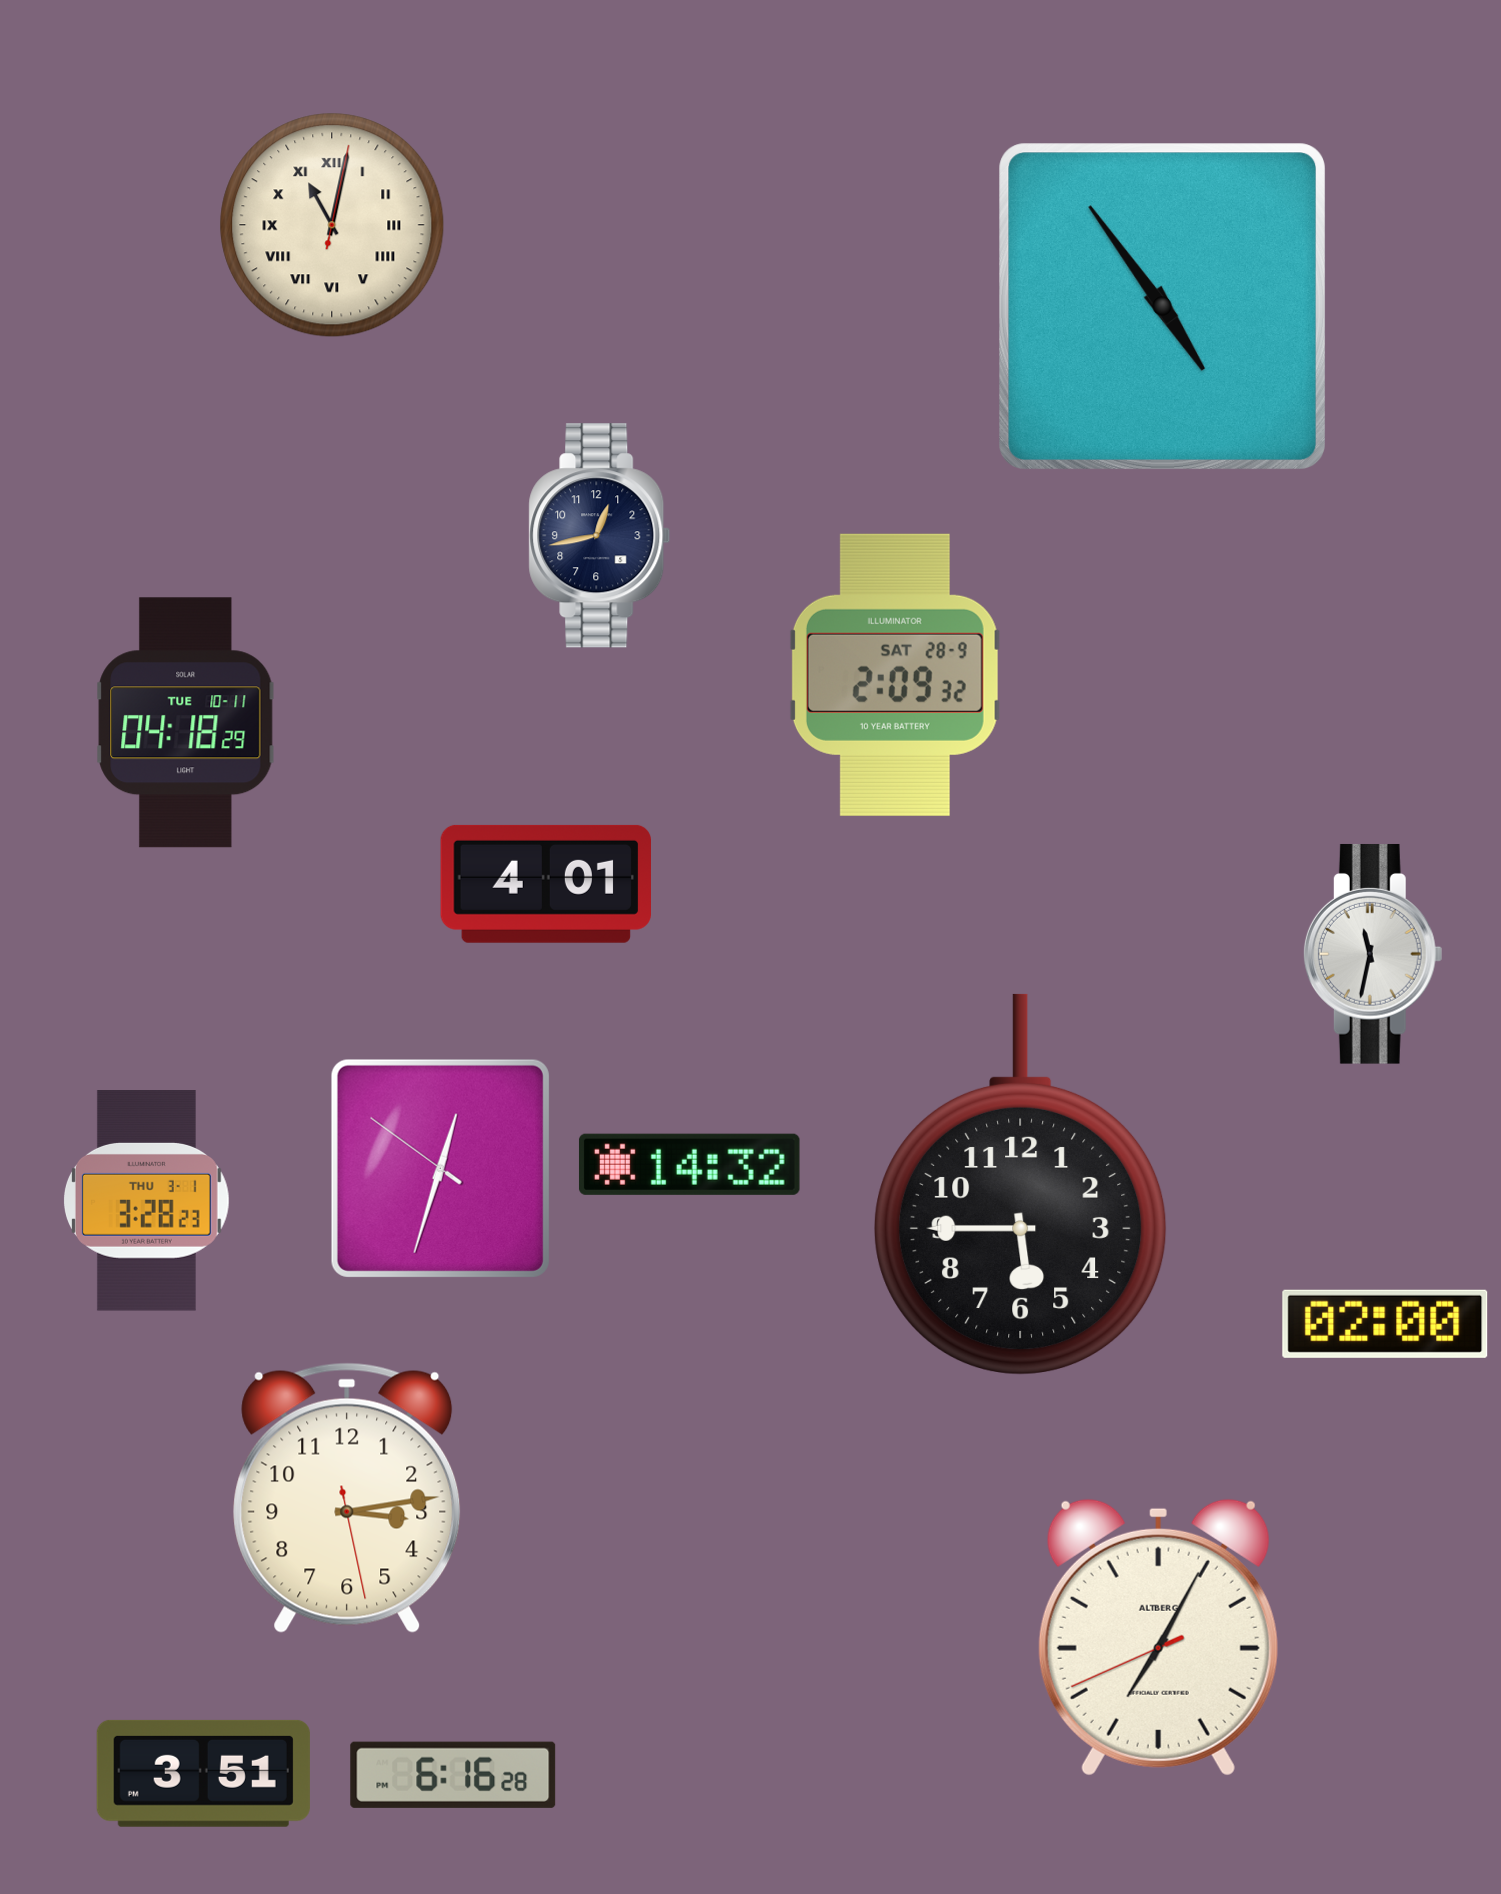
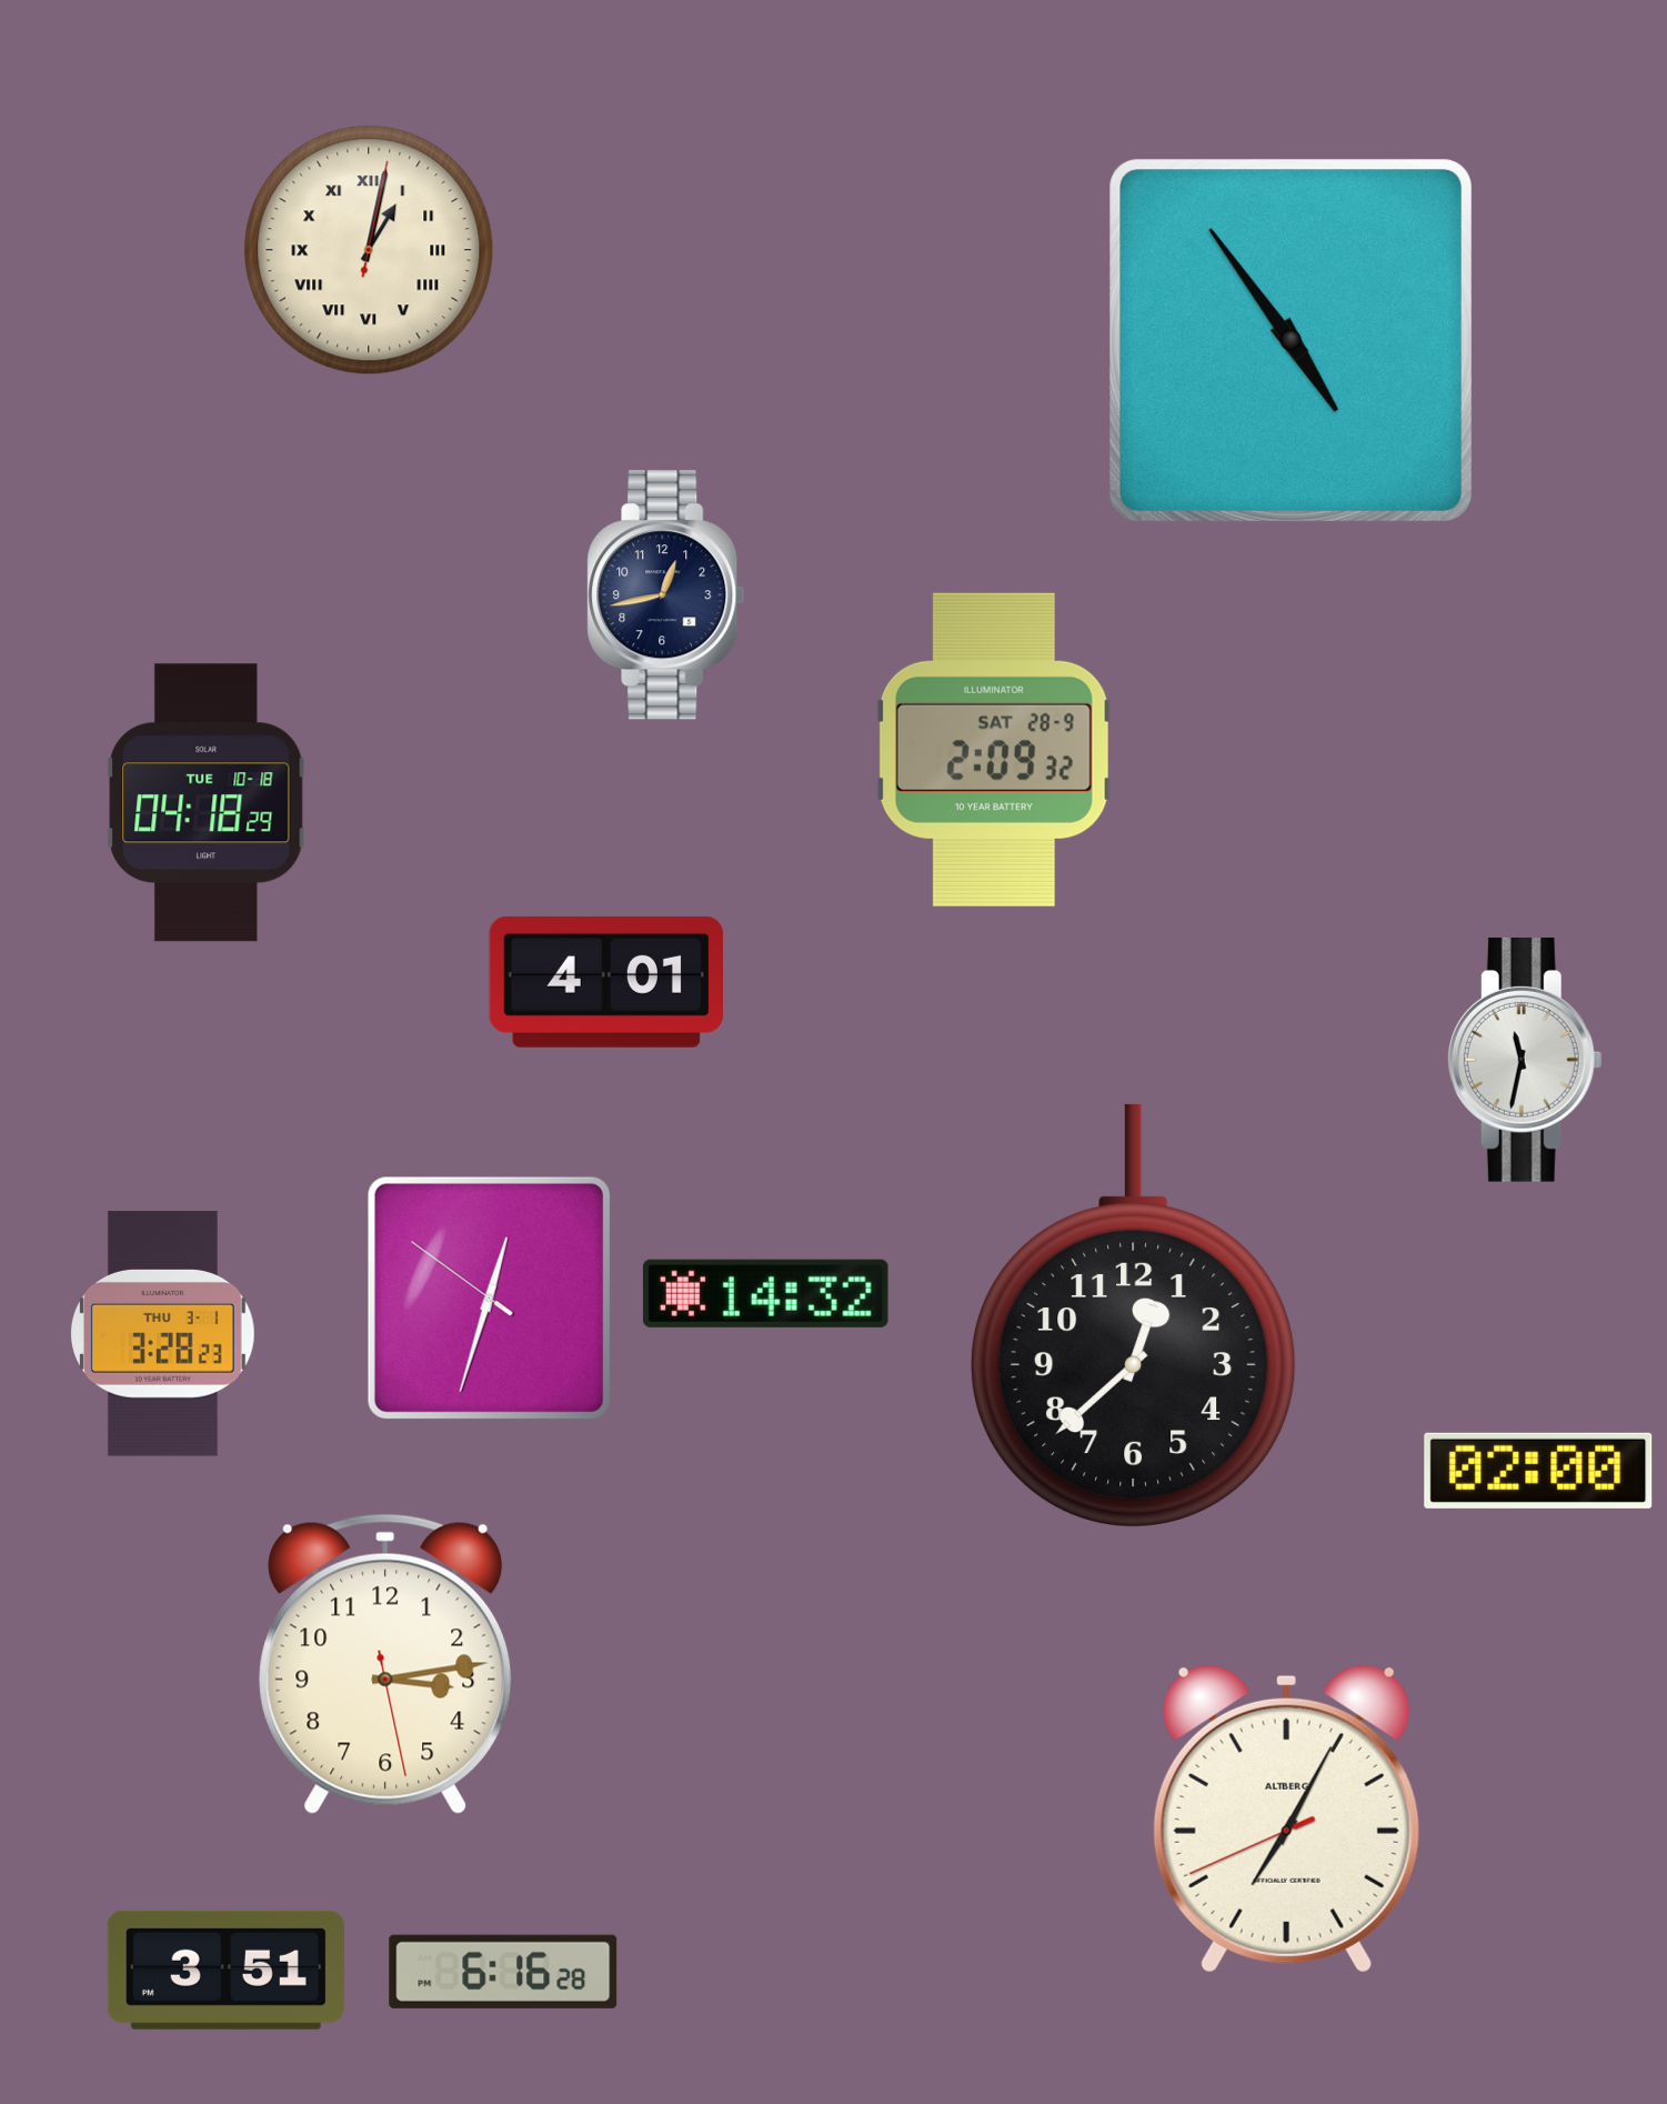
clock at (332, 225): 11:02 -> 1:02
clock at (186, 723) date: TUE 10-11 -> TUE 10-18
clock at (1021, 1184): 5:45 -> 12:38
